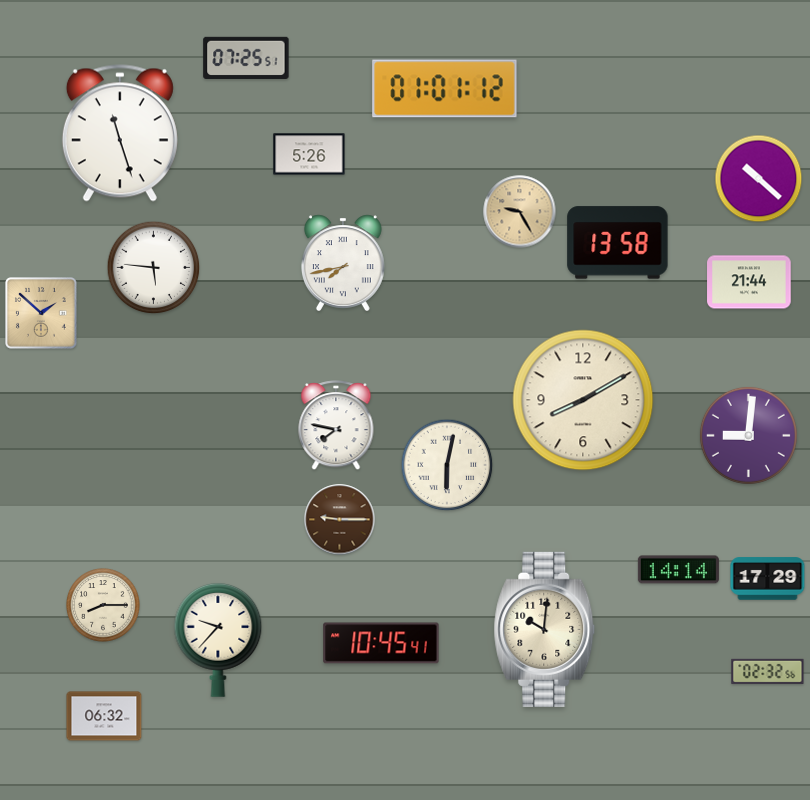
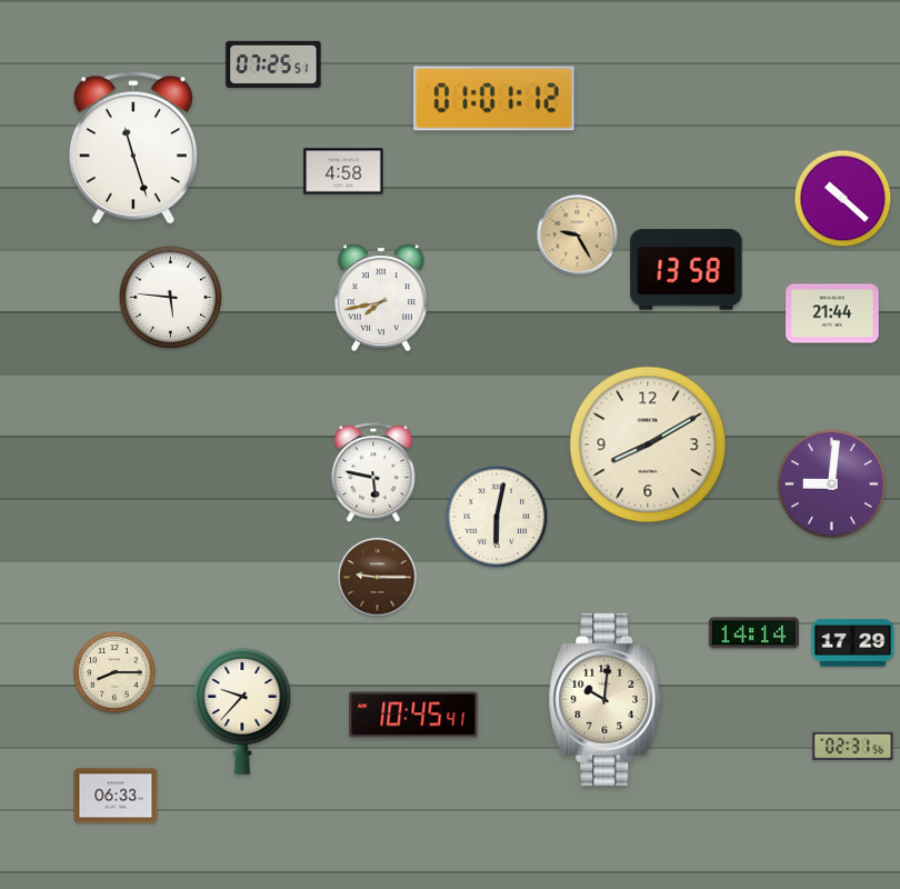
clock at (309, 154): 5:26 -> 4:58
clock at (343, 263) position: (343, 263) -> (381, 298)
clock at (41, 313): 1:52 -> none
clock at (336, 426): 7:47 -> 5:47
clock at (381, 643) position: (381, 643) -> (413, 715)
clock at (768, 671): 02:32 -> 02:31
clock at (104, 716): 06:32 -> 06:33
